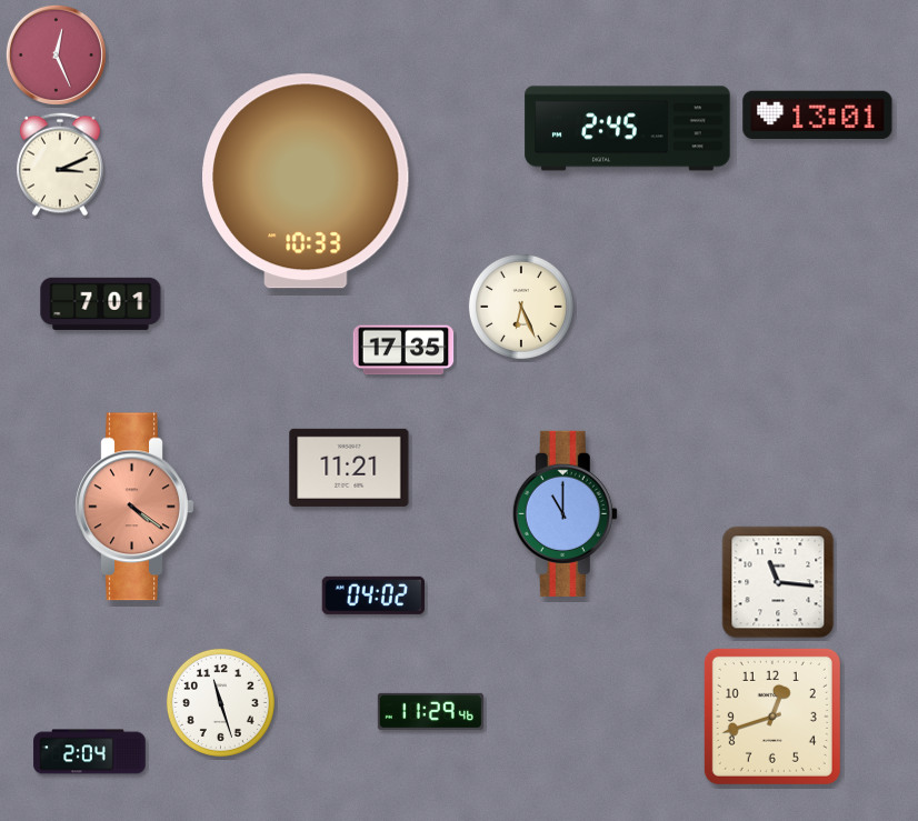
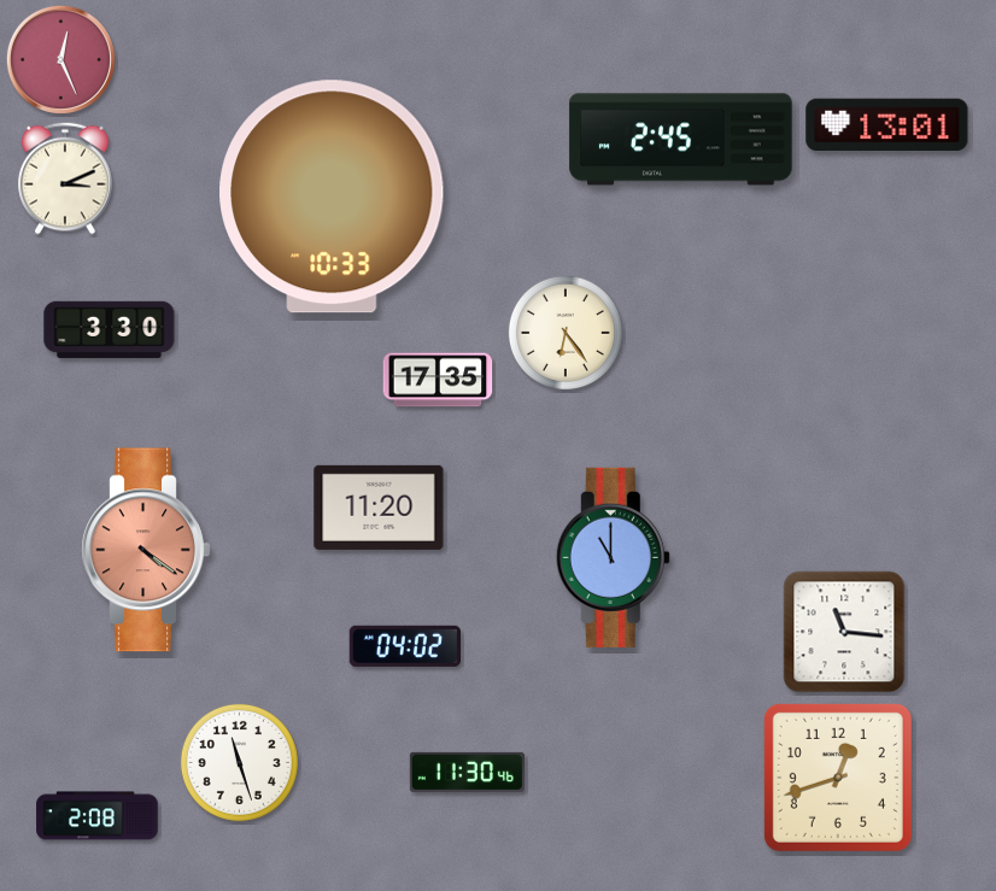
clock at (101, 303): 7:01 -> 3:30
clock at (521, 307): 6:26 -> 6:24
clock at (349, 468): 11:21 -> 11:20
clock at (430, 711): 11:29 -> 11:30
clock at (90, 752): 2:04 -> 2:08
